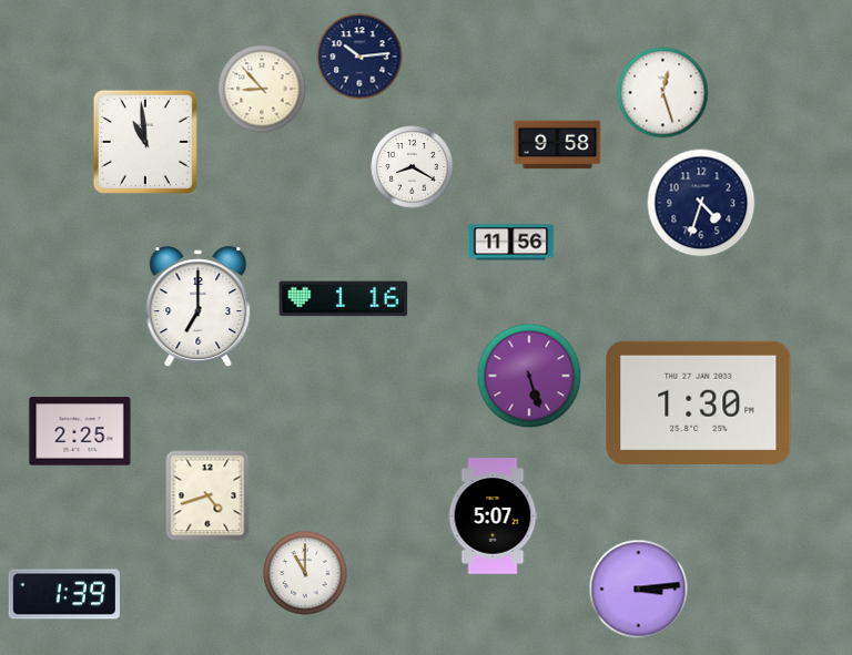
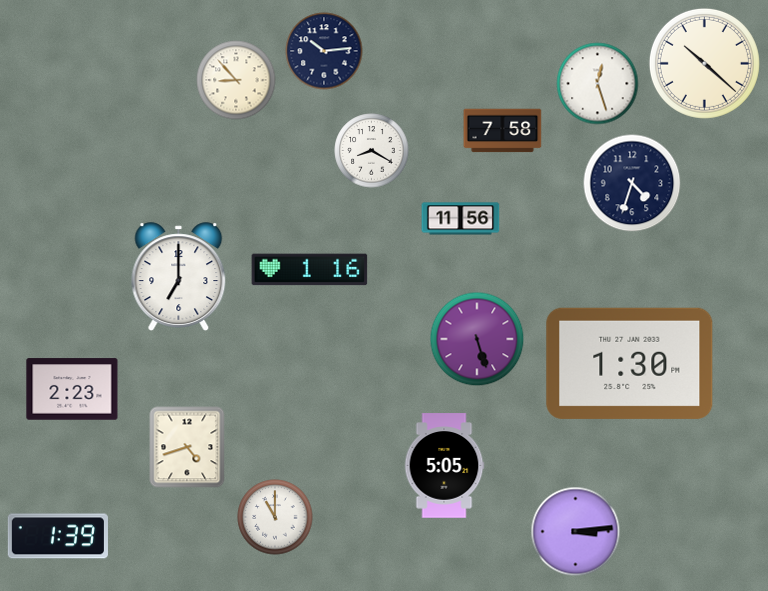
clock at (704, 63): none -> 10:22
clock at (145, 142): 10:59 -> none
clock at (558, 145): 9:58 -> 7:58
clock at (80, 431): 2:25 -> 2:23
clock at (493, 516): 5:07 -> 5:05
